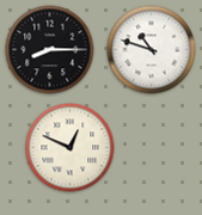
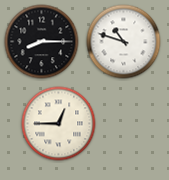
clock at (152, 50) position: (152, 50) -> (124, 42)
clock at (71, 148): 12:49 -> 12:45
